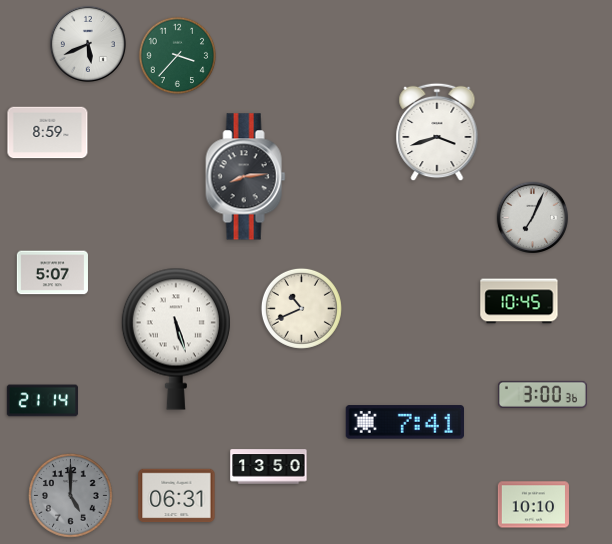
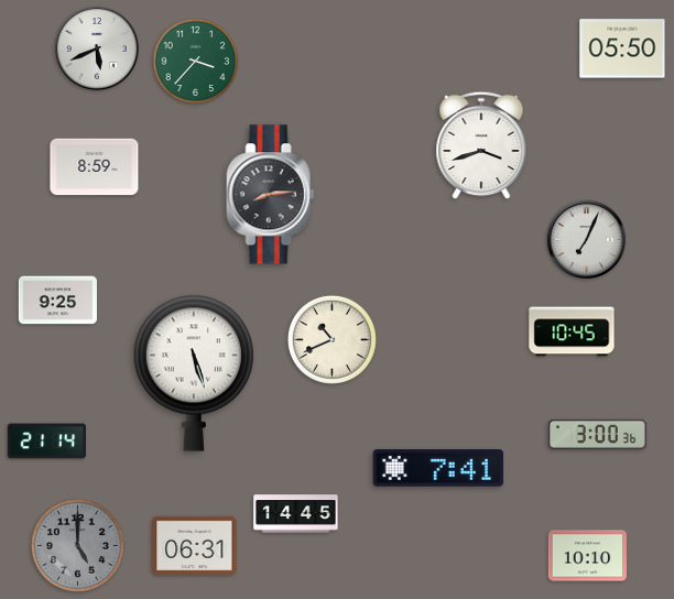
clock at (622, 48): none -> 05:50
clock at (48, 133) position: (48, 133) -> (95, 167)
clock at (52, 273): 5:07 -> 9:25
clock at (404, 422) position: (404, 422) -> (437, 468)
clock at (269, 467): 13:50 -> 14:45
